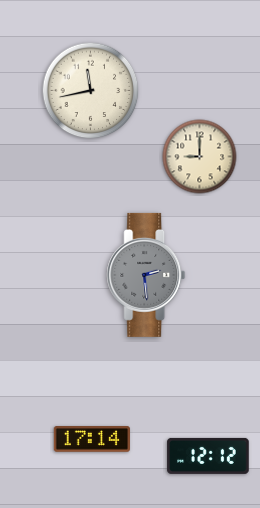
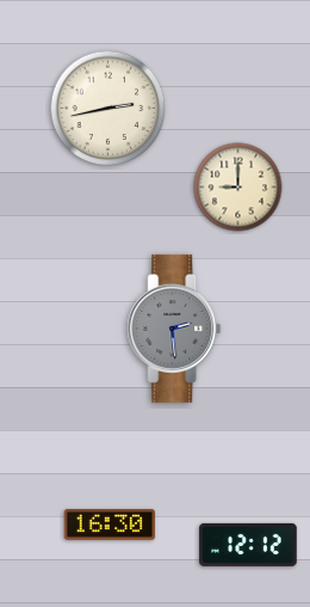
clock at (91, 91): 11:43 -> 2:43
clock at (91, 439): 17:14 -> 16:30
